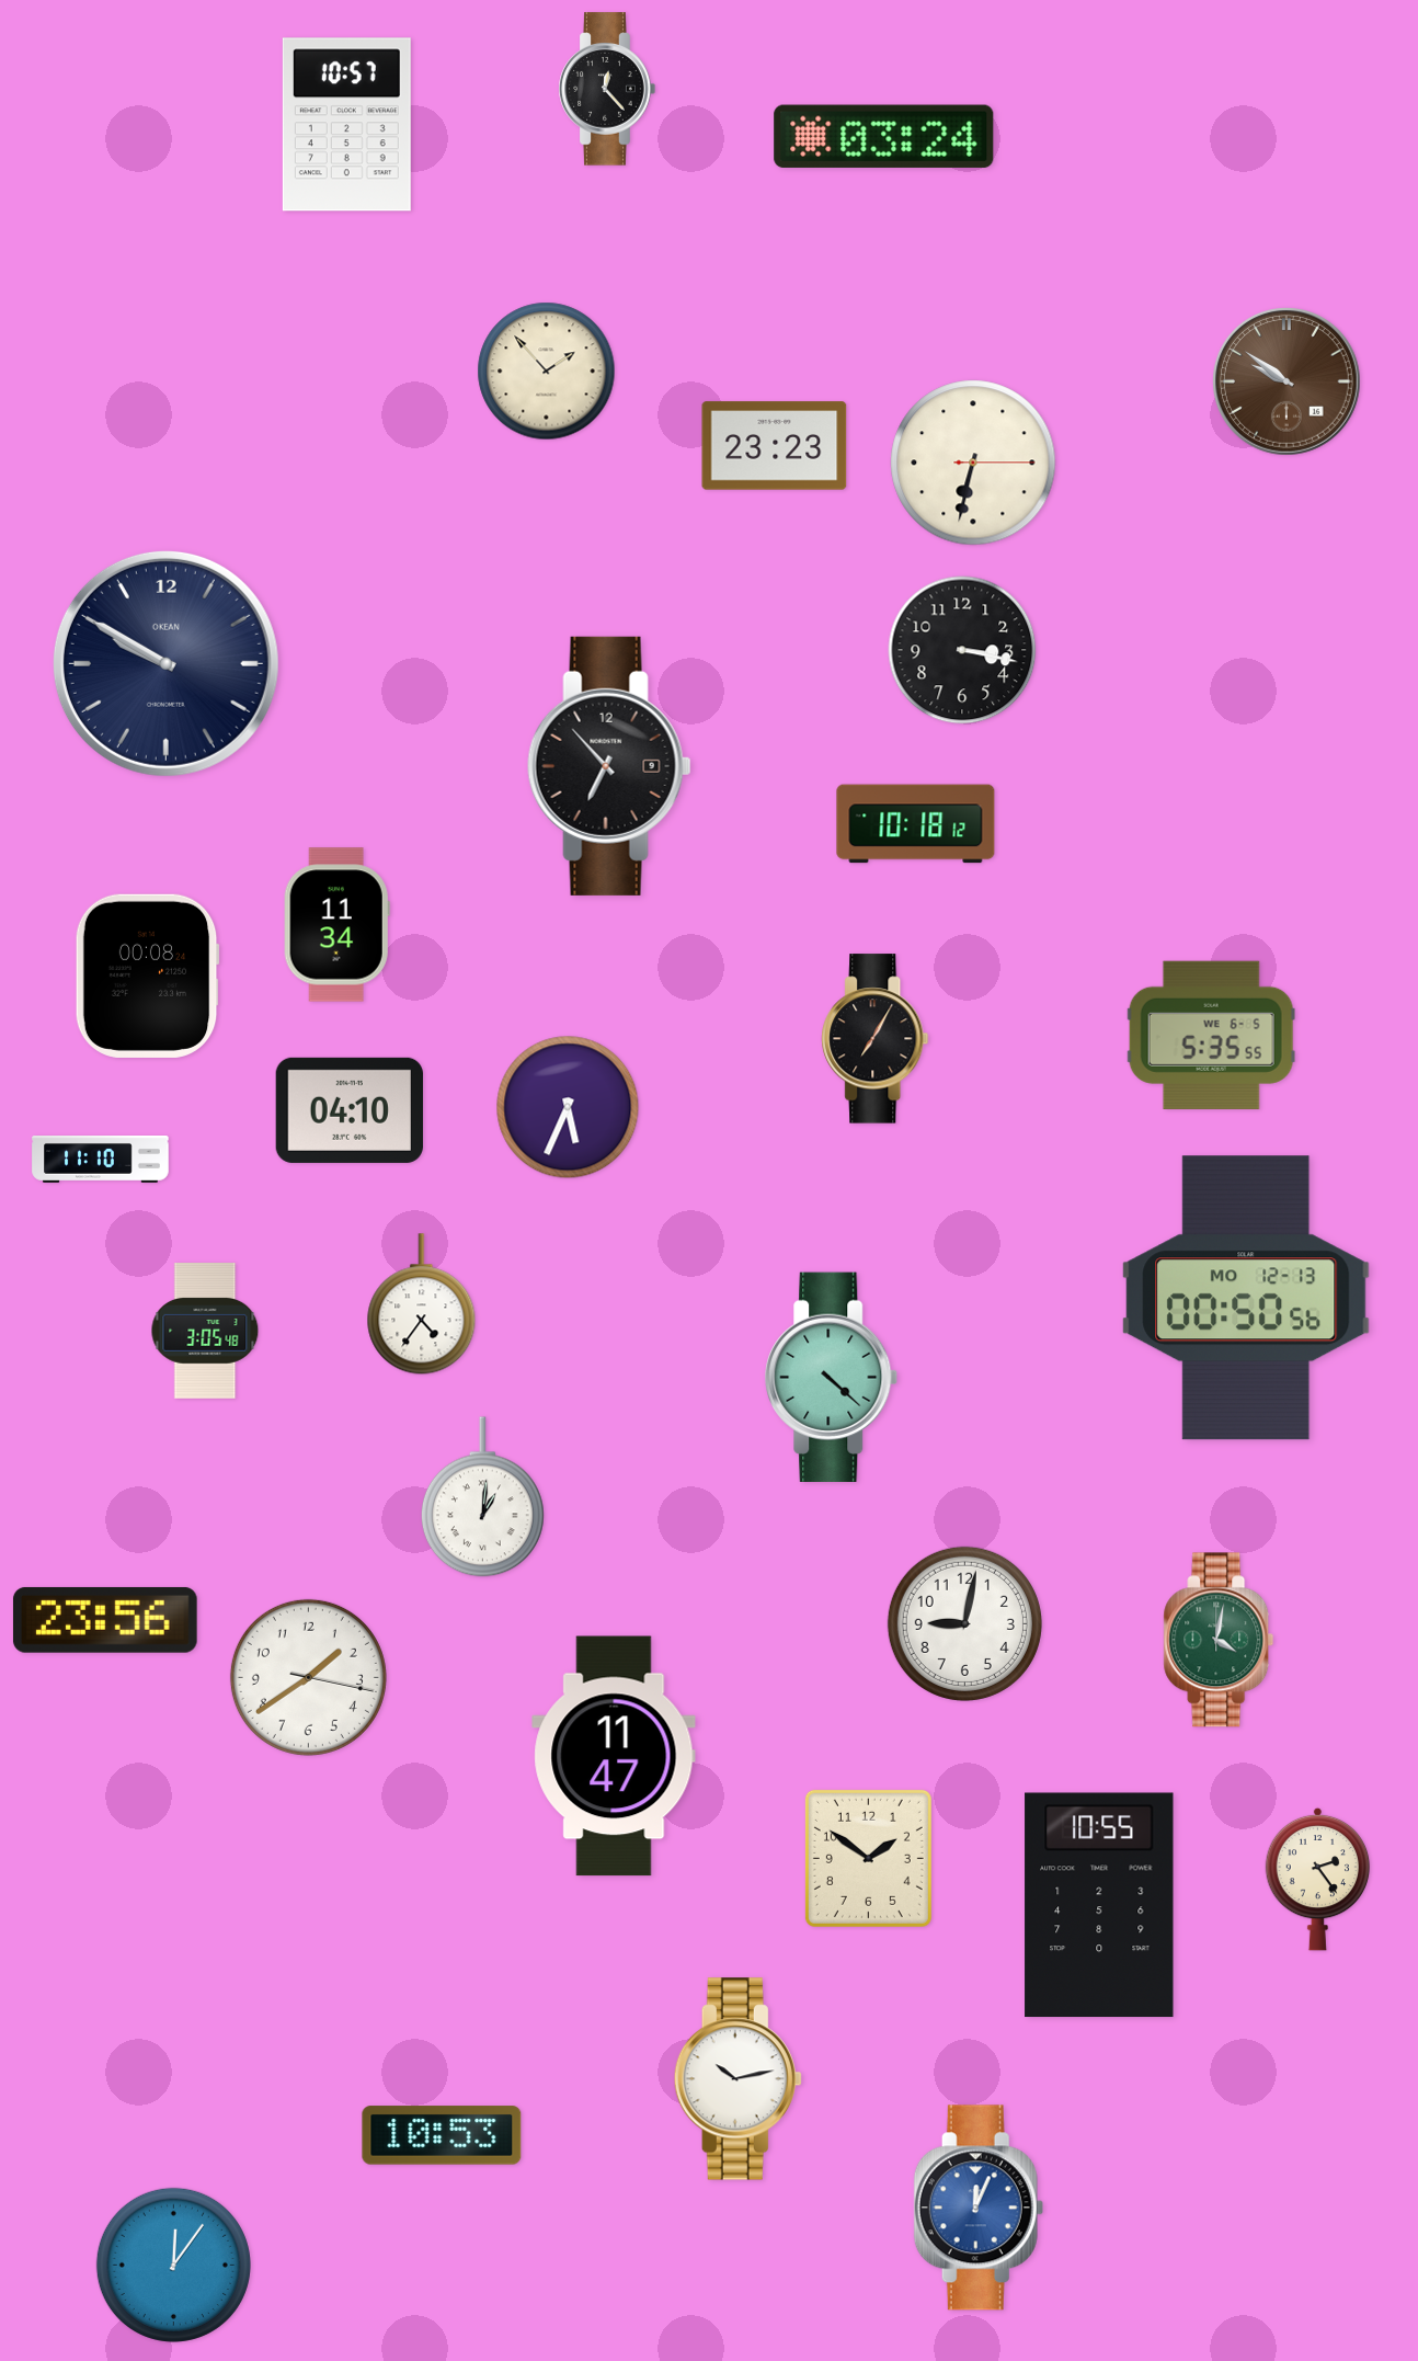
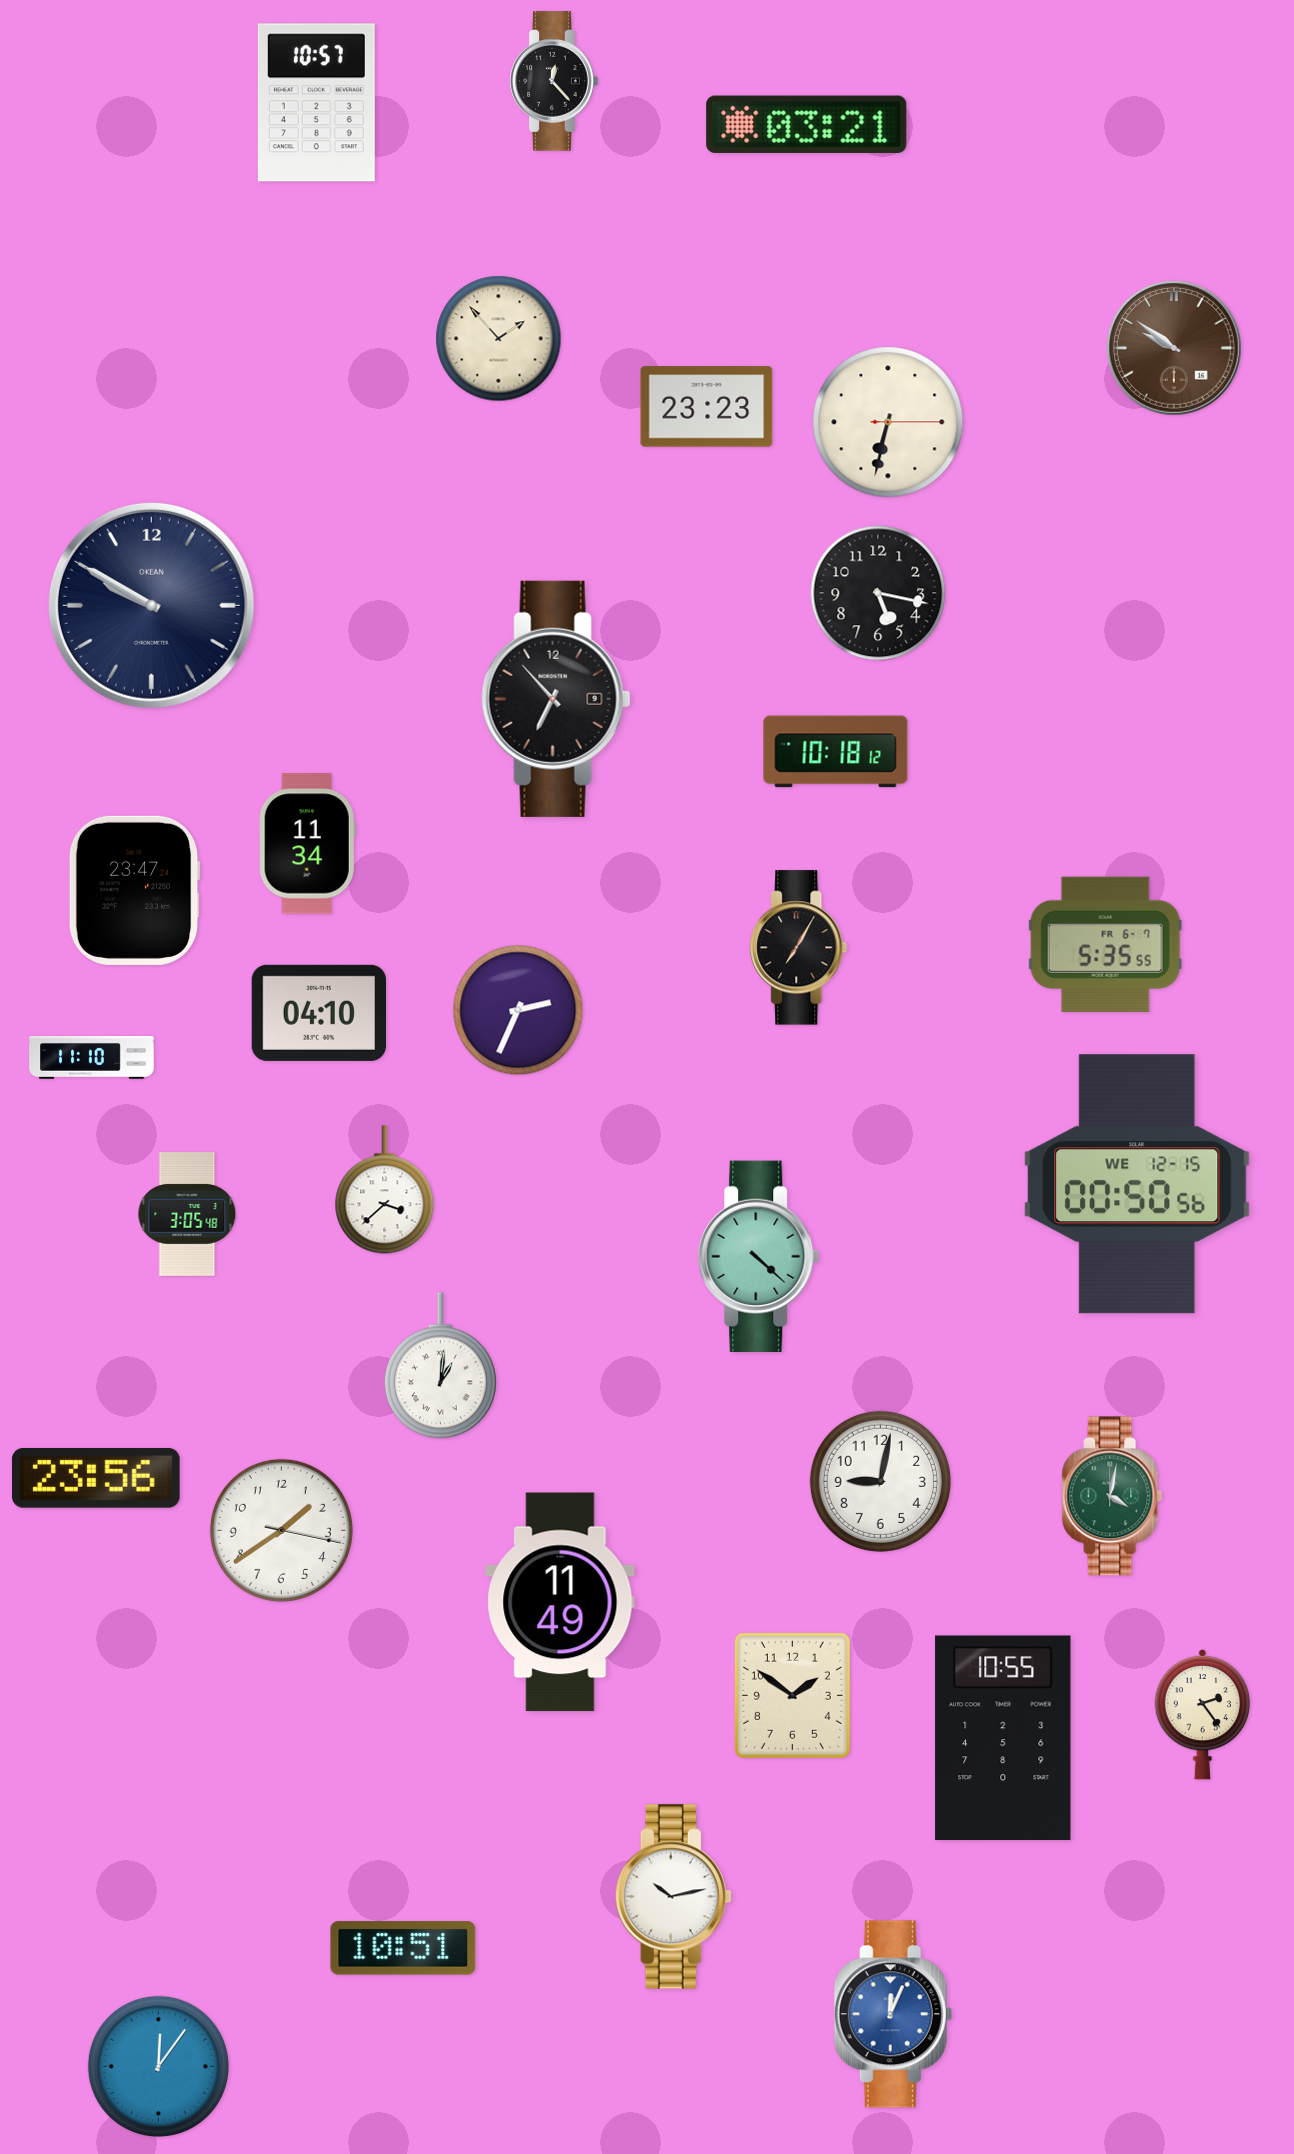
clock at (346, 125) position: (346, 125) -> (316, 103)
clock at (884, 136): 03:24 -> 03:21
clock at (962, 650): 3:17 -> 5:17
clock at (147, 976): 00:08 -> 23:47
clock at (1211, 1035) date: WE 6-5 -> FR 6-7
clock at (568, 1107): 5:34 -> 2:34
clock at (1246, 1298) date: MO 12-13 -> WE 12-15
clock at (422, 1304): 4:36 -> 3:38
clock at (614, 1756): 11:47 -> 11:49
clock at (442, 2135): 10:53 -> 10:51
